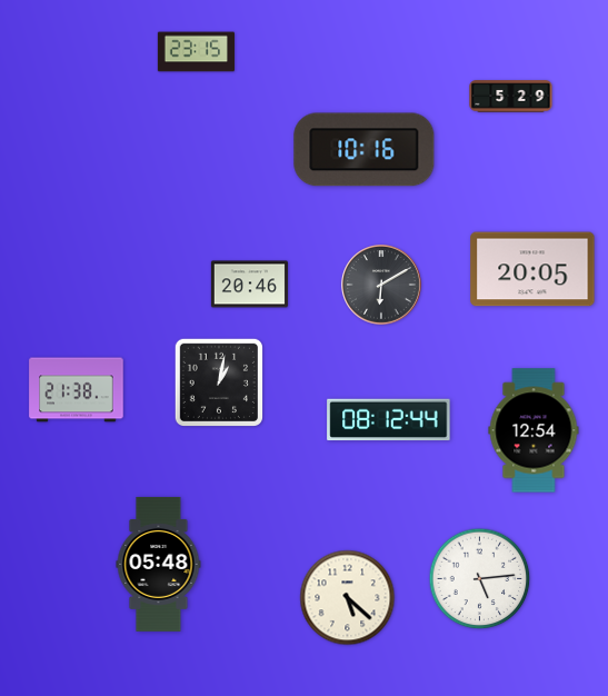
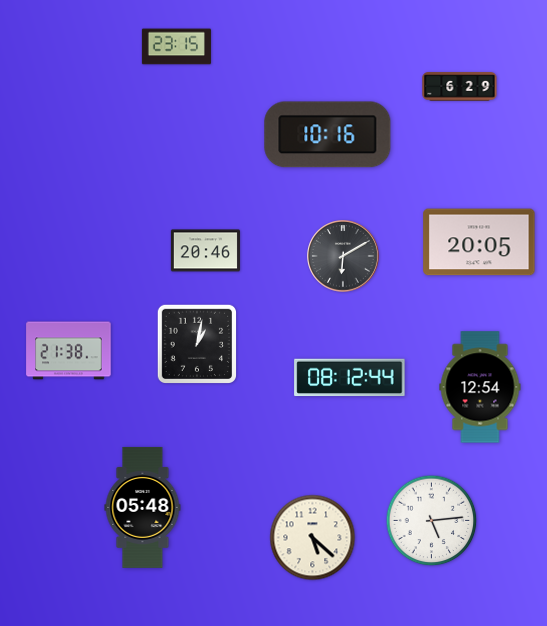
clock at (511, 97): 5:29 -> 6:29
clock at (249, 285) position: (249, 285) -> (205, 251)
